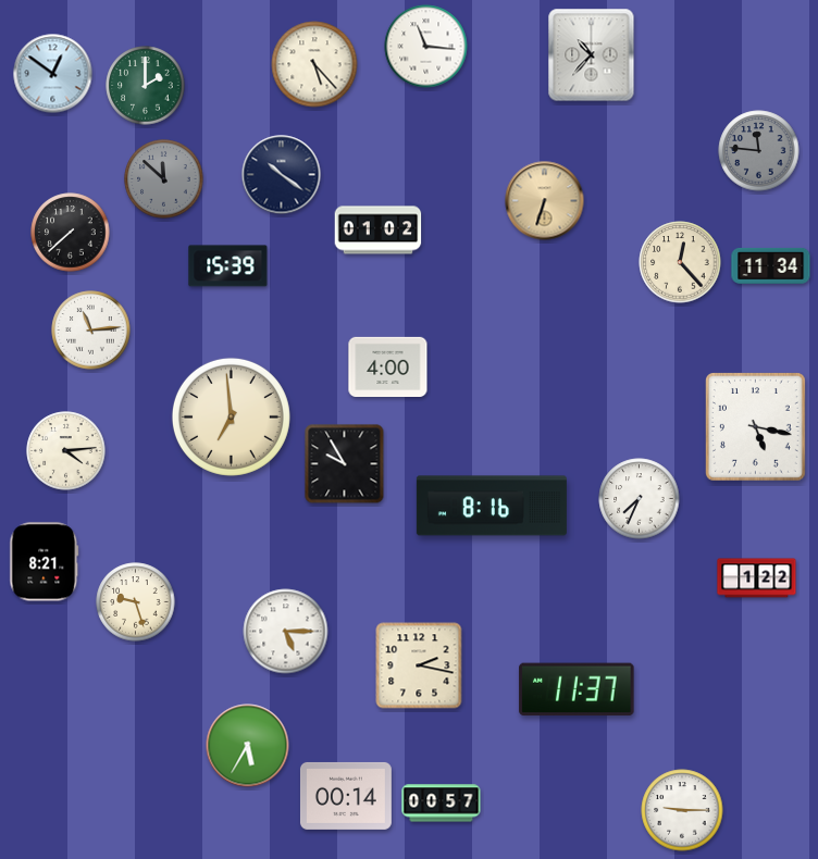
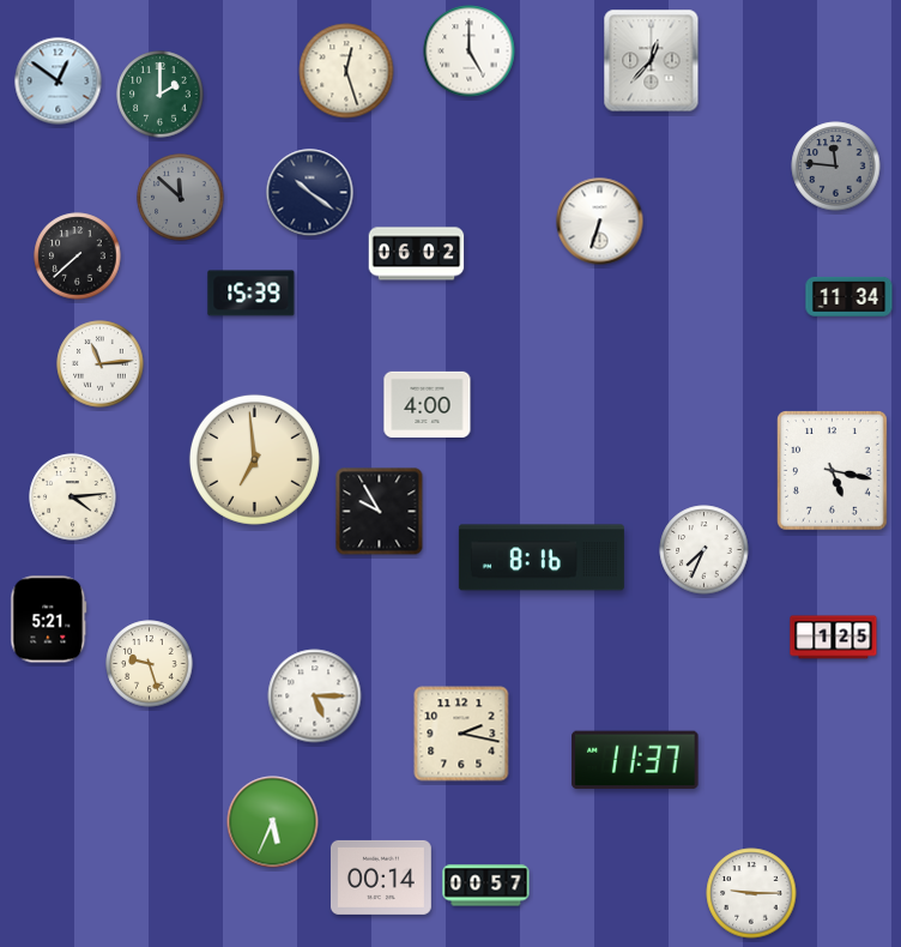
clock at (426, 47): 11:16 -> 5:00
clock at (592, 55): 10:37 -> 12:37
clock at (314, 64): 5:23 -> 12:27
clock at (545, 201) dial: champagne -> white
clock at (379, 231): 01:02 -> 06:02
clock at (680, 262): 12:23 -> none
clock at (771, 265) position: (771, 265) -> (849, 296)
clock at (45, 562): 8:21 -> 5:21
clock at (757, 578): 1:22 -> 1:25
clock at (248, 746): 5:35 -> 5:34
